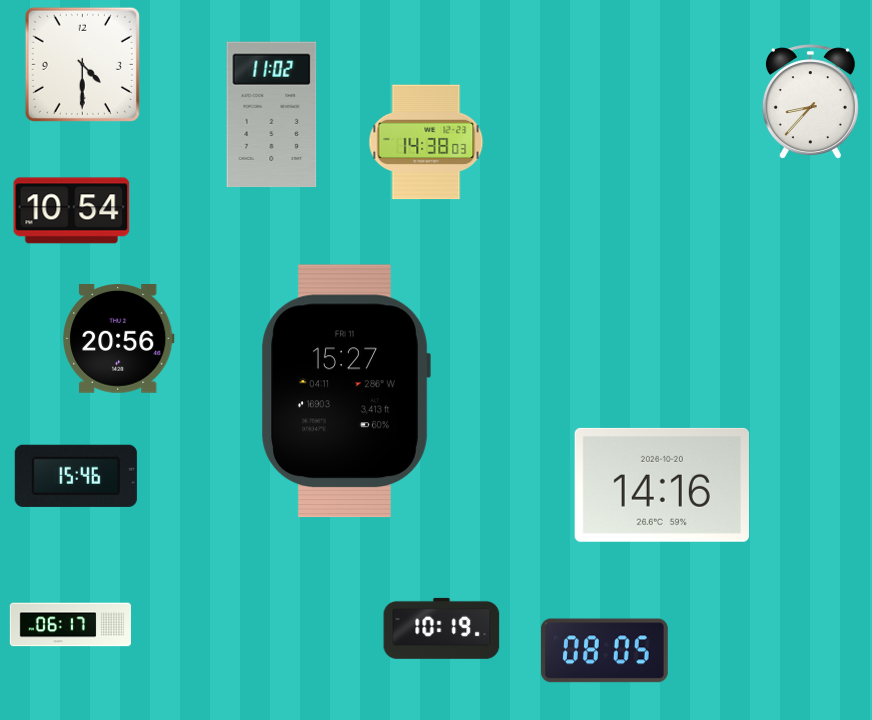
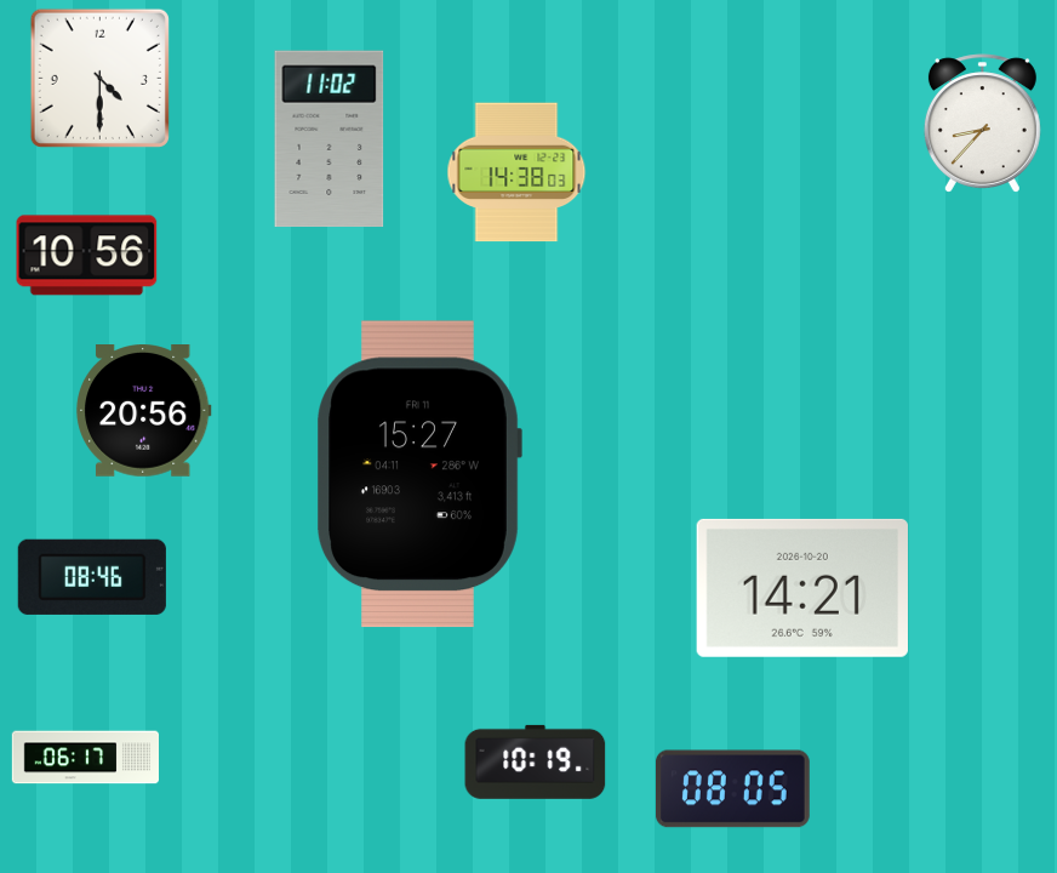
clock at (72, 211): 10:54 -> 10:56
clock at (76, 476): 15:46 -> 08:46
clock at (662, 485): 14:16 -> 14:21
